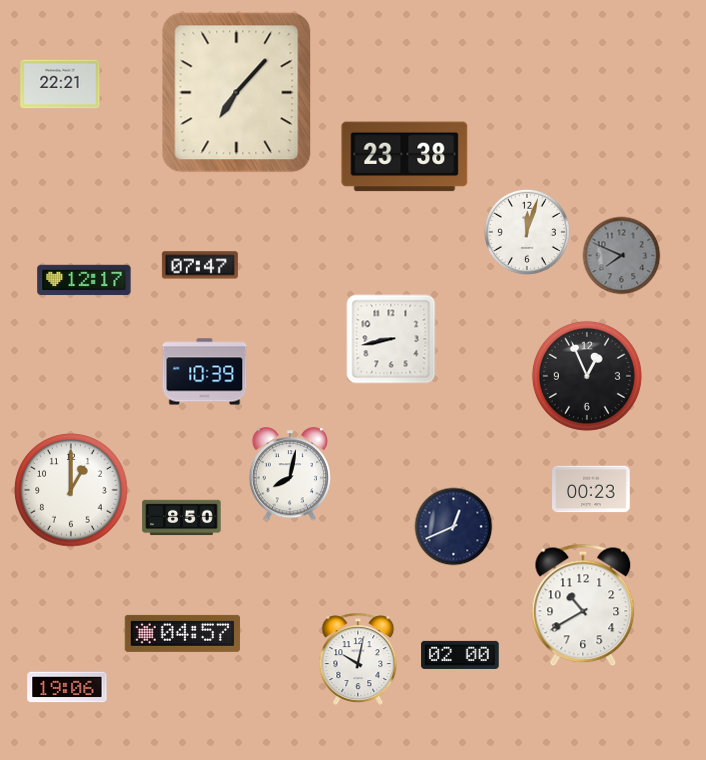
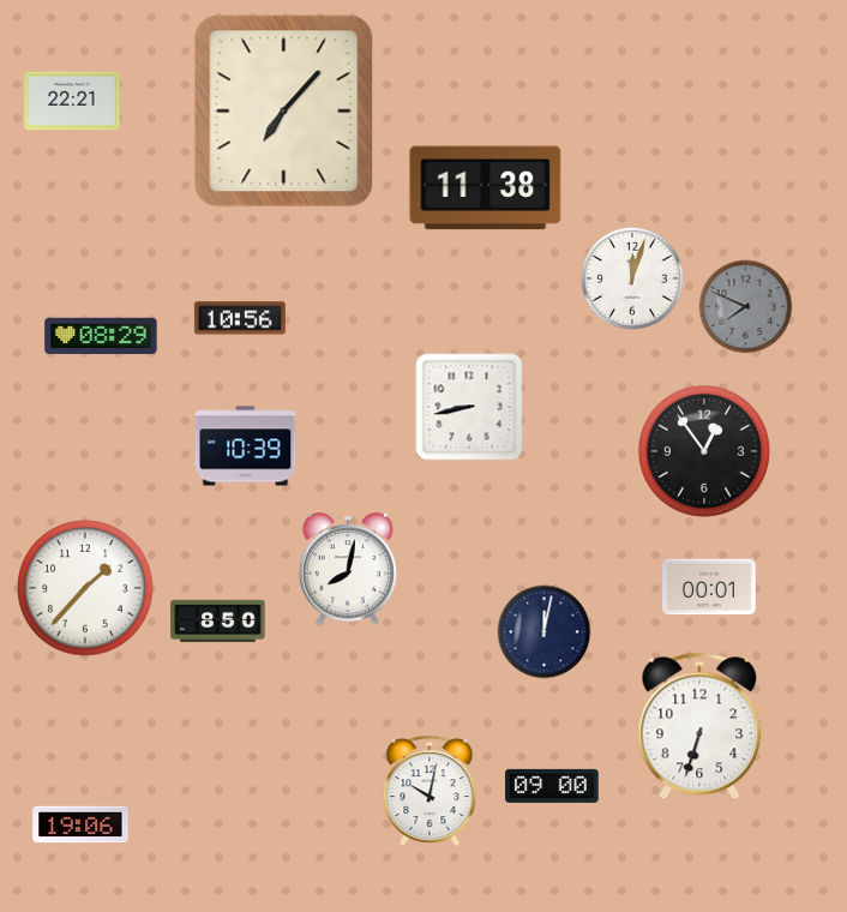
clock at (405, 157): 23:38 -> 11:38
clock at (200, 265): 07:47 -> 10:56
clock at (84, 280): 12:17 -> 08:29
clock at (587, 376): 12:56 -> 12:54
clock at (591, 489): 00:23 -> 00:01
clock at (71, 490): 1:00 -> 1:37
clock at (454, 527): 12:41 -> 12:02
clock at (583, 605): 10:40 -> 6:33
clock at (183, 633): 04:57 -> none
clock at (460, 655): 02:00 -> 09:00
